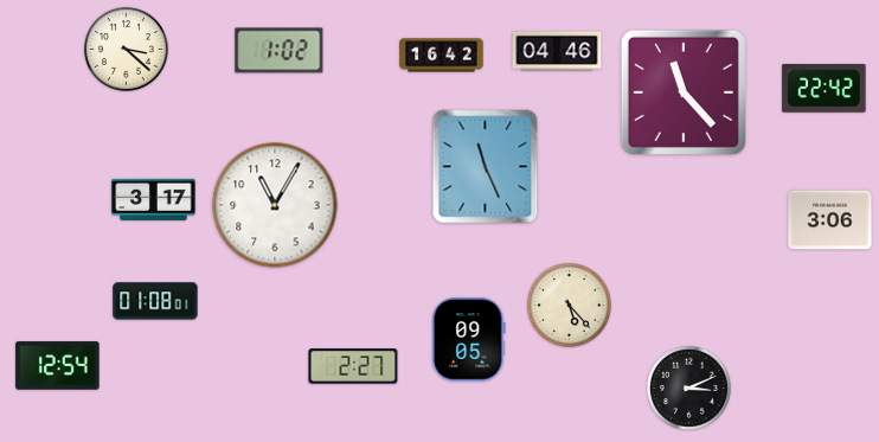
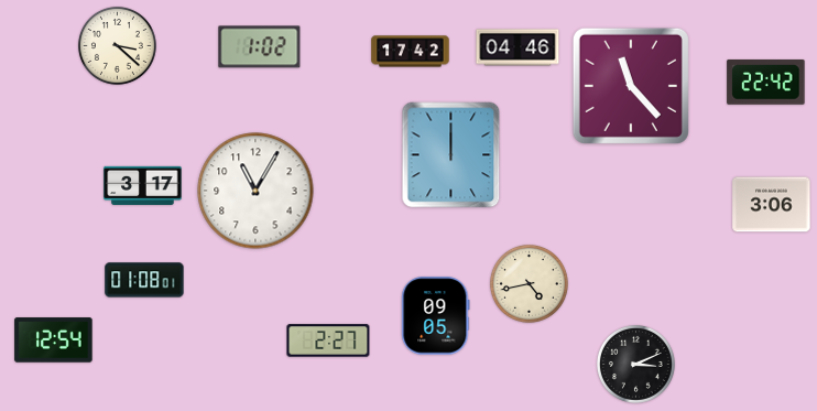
clock at (442, 56): 16:42 -> 17:42
clock at (684, 92) position: (684, 92) -> (631, 86)
clock at (486, 167): 11:26 -> 12:00
clock at (569, 305): 5:23 -> 4:43
clock at (688, 387) position: (688, 387) -> (635, 364)
